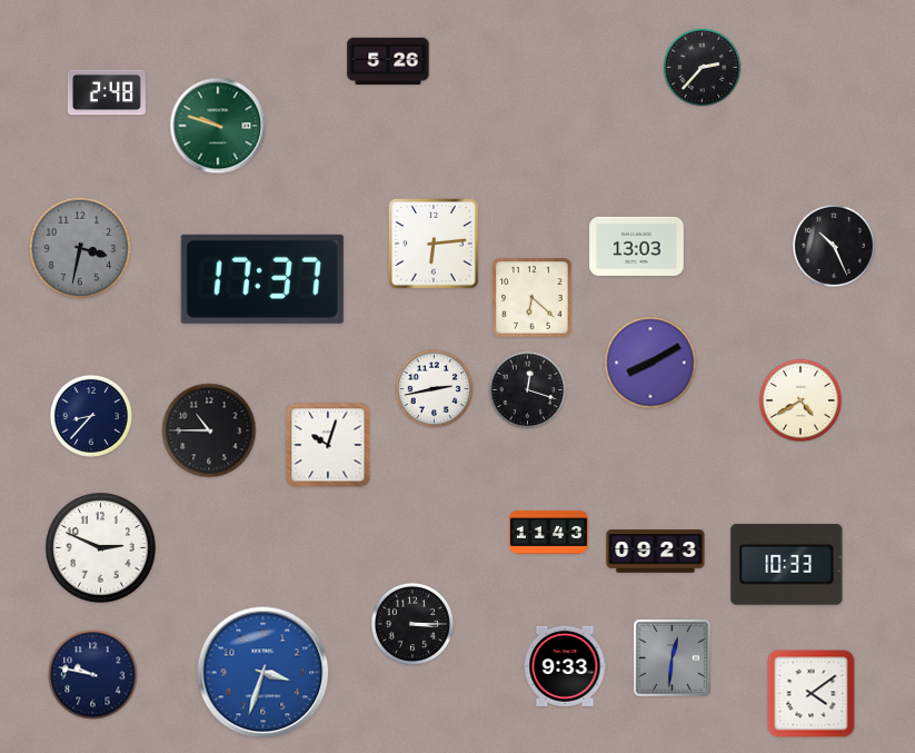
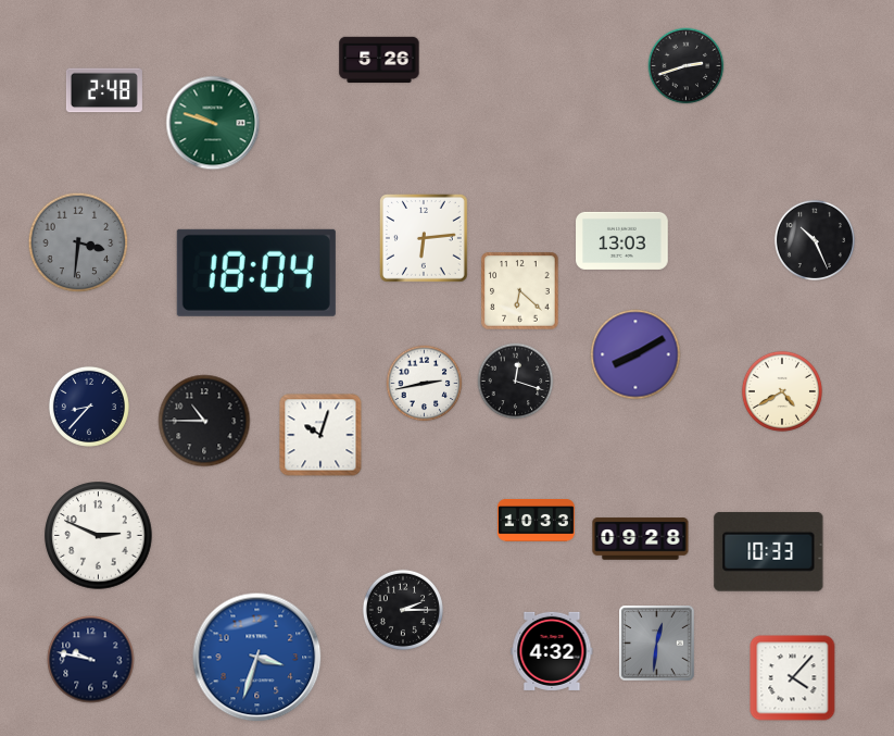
clock at (703, 68): 2:37 -> 2:42
clock at (80, 248): 3:32 -> 3:31
clock at (262, 279): 17:37 -> 18:04
clock at (435, 389) position: (435, 389) -> (425, 384)
clock at (548, 532): 11:43 -> 10:33
clock at (656, 552): 09:23 -> 09:28
clock at (412, 624): 3:15 -> 2:15
clock at (565, 666): 9:33 -> 4:32
clock at (812, 694): 4:09 -> 4:07
